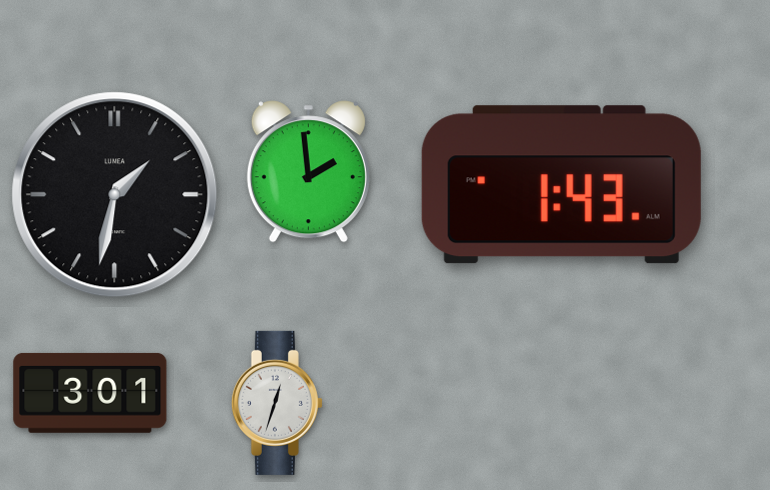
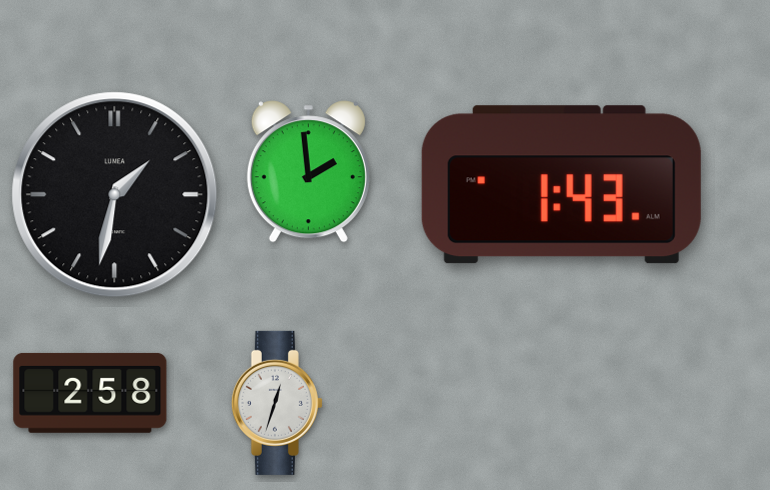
clock at (90, 393): 3:01 -> 2:58
